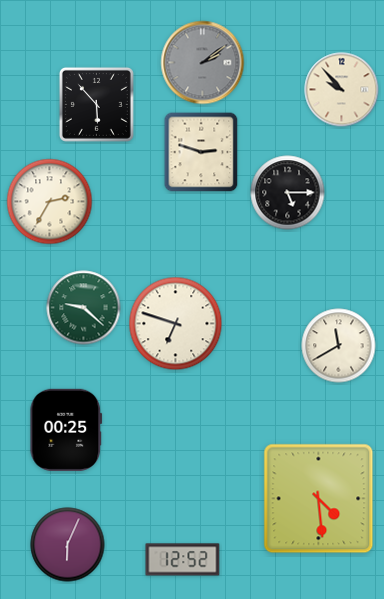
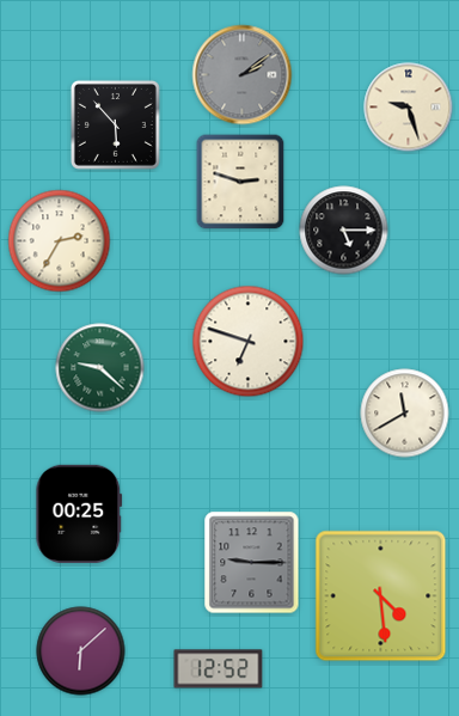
clock at (342, 90): 9:53 -> 9:27
clock at (176, 324) position: (176, 324) -> (249, 342)
clock at (252, 563): none -> 9:15
clock at (68, 545): 6:04 -> 6:08
